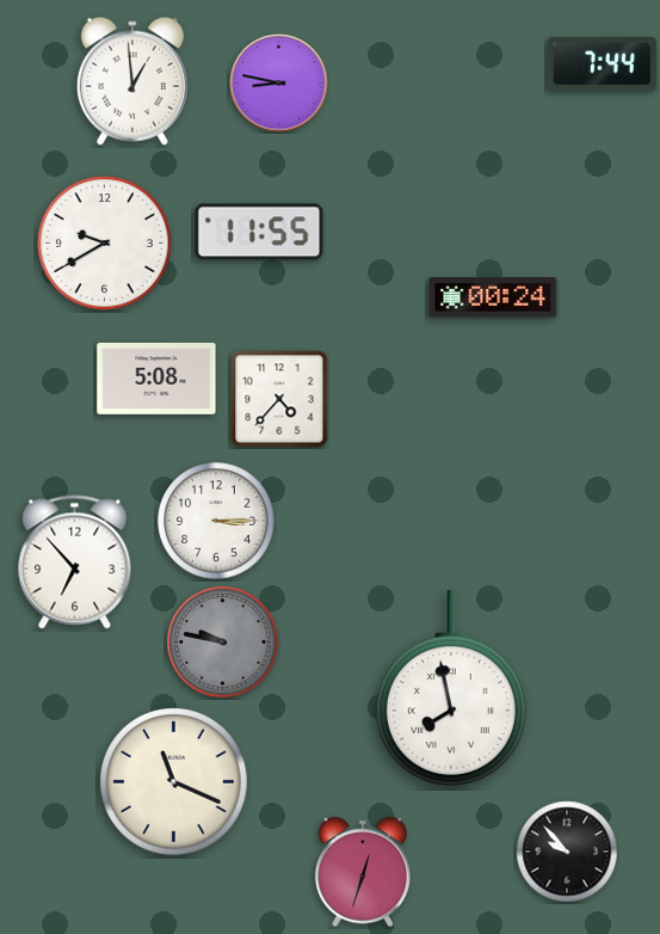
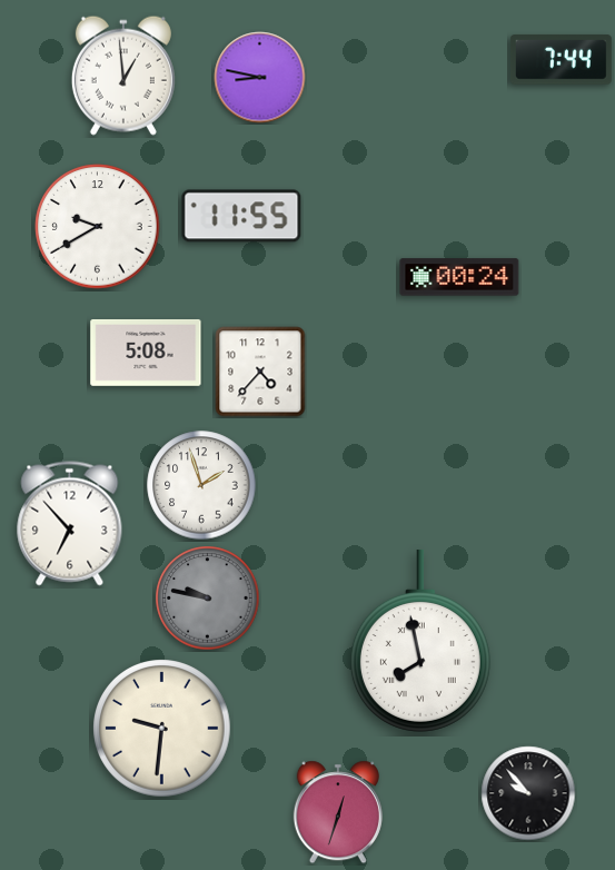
clock at (216, 521): 3:15 -> 1:57
clock at (174, 782): 11:19 -> 9:31
